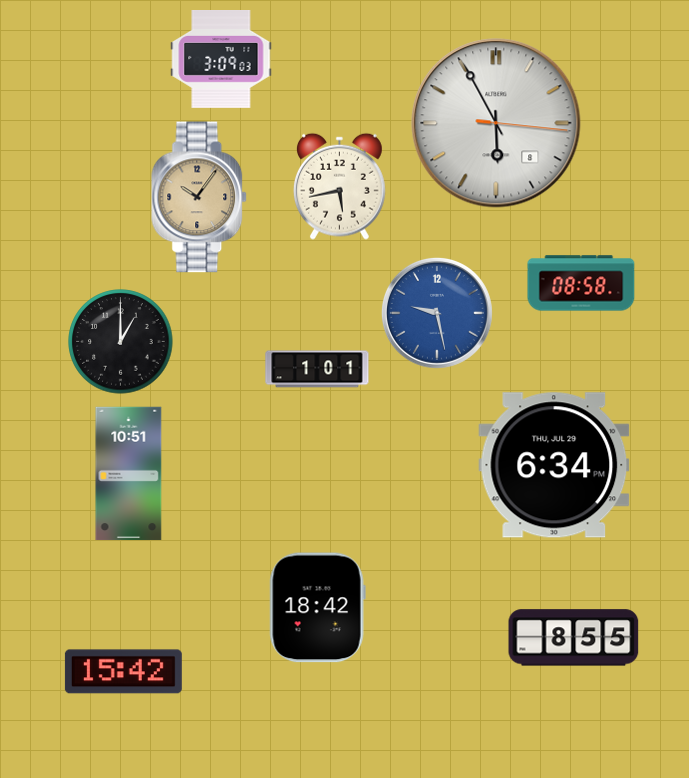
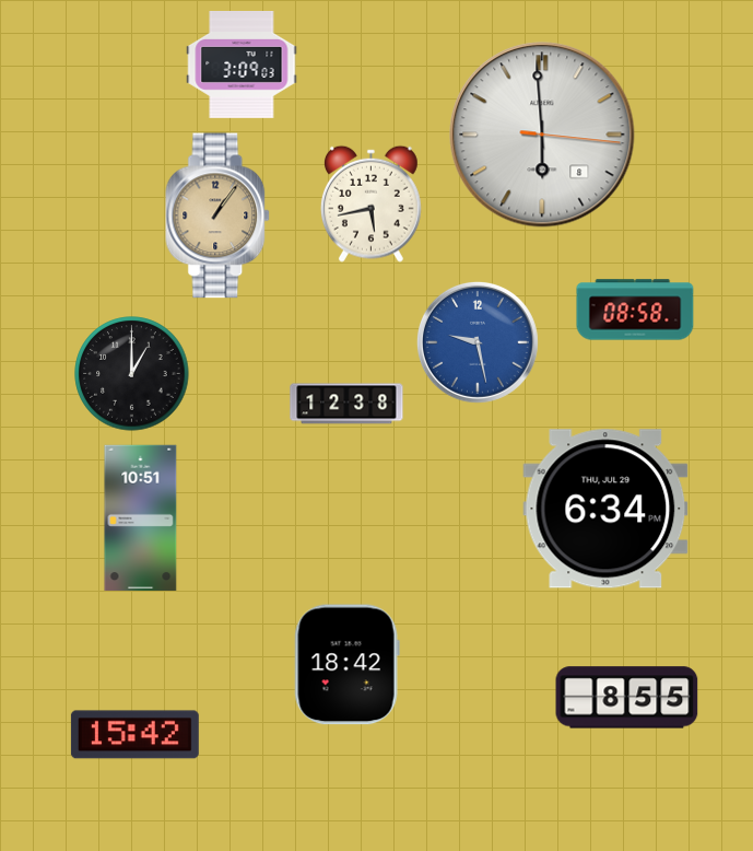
clock at (496, 123): 5:55 -> 5:59
clock at (200, 197): 10:06 -> 1:06
clock at (317, 369): 1:01 -> 12:38
